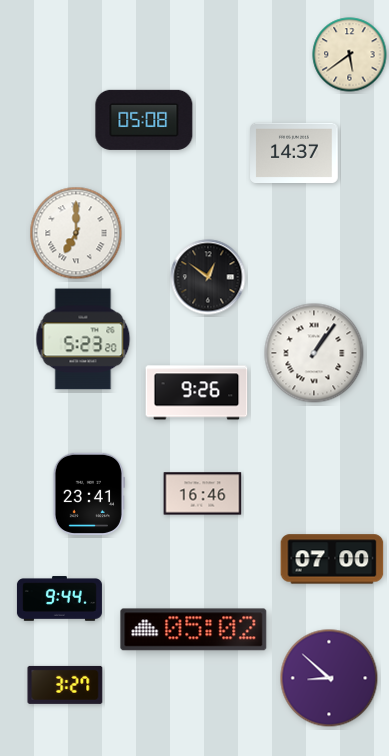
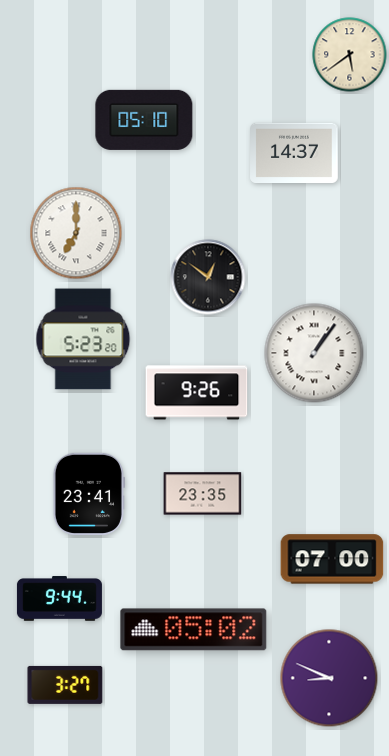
clock at (144, 120): 05:08 -> 05:10
clock at (203, 494): 16:46 -> 23:35
clock at (329, 678): 8:52 -> 8:49
